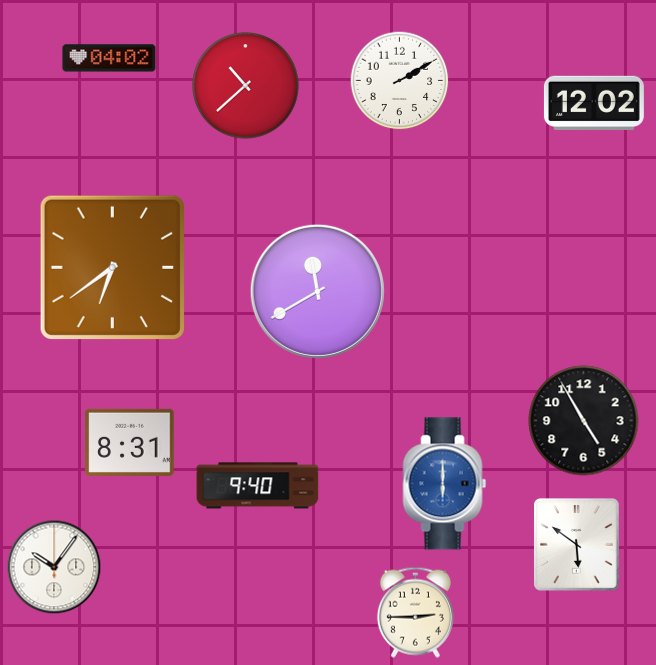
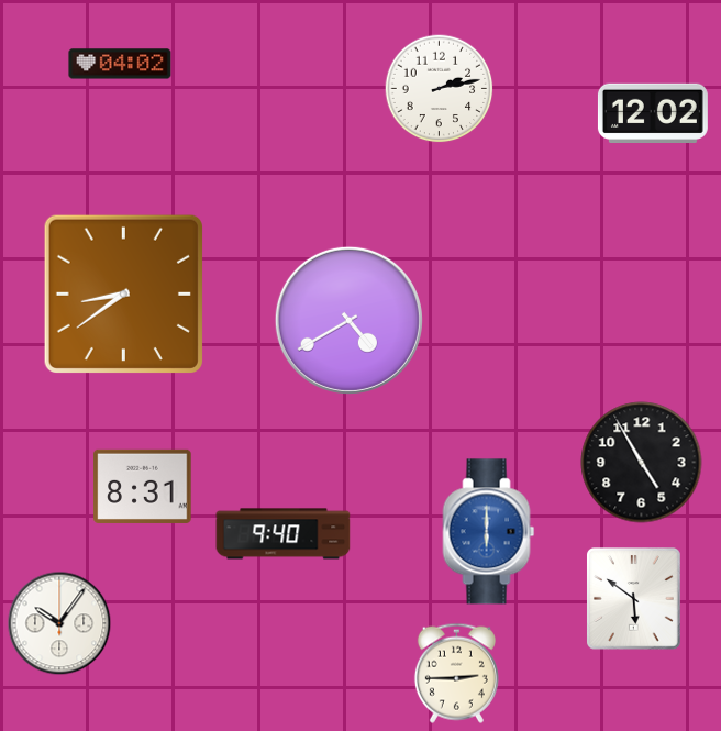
clock at (400, 81): 2:10 -> 2:13
clock at (246, 86): 10:38 -> none
clock at (112, 267): 6:39 -> 8:39
clock at (317, 291): 11:40 -> 4:40
